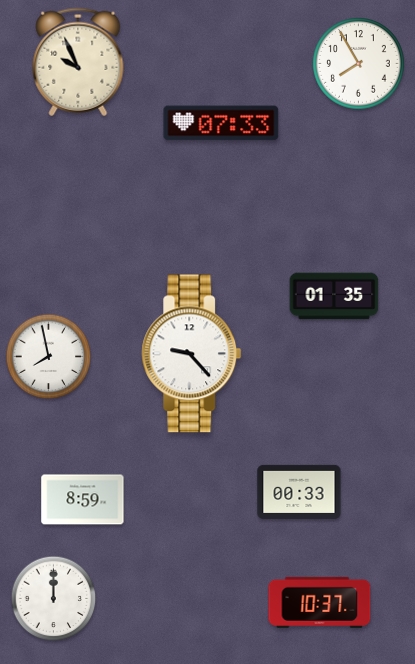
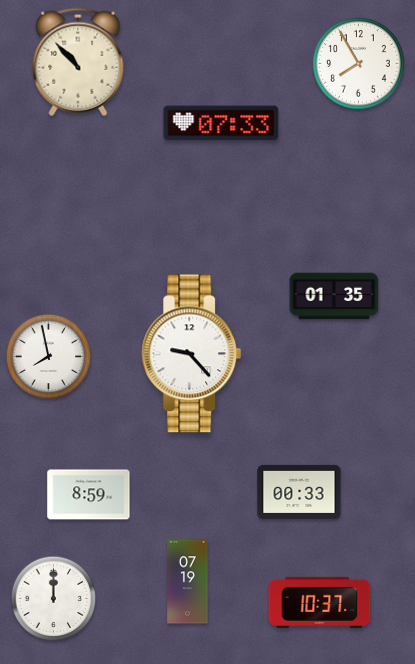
clock at (78, 62): 9:56 -> 10:53
clock at (83, 500) position: (83, 500) -> (89, 495)
clock at (188, 582): none -> 07:19
